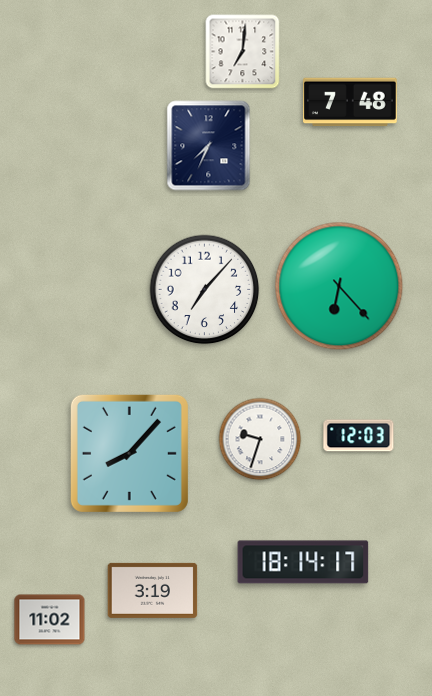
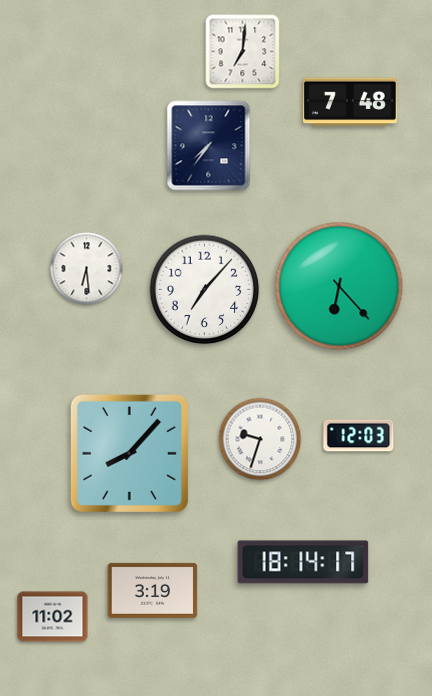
clock at (209, 146): 7:34 -> 7:36
clock at (87, 269): none -> 6:29
clock at (50, 620) position: (50, 620) -> (53, 617)
